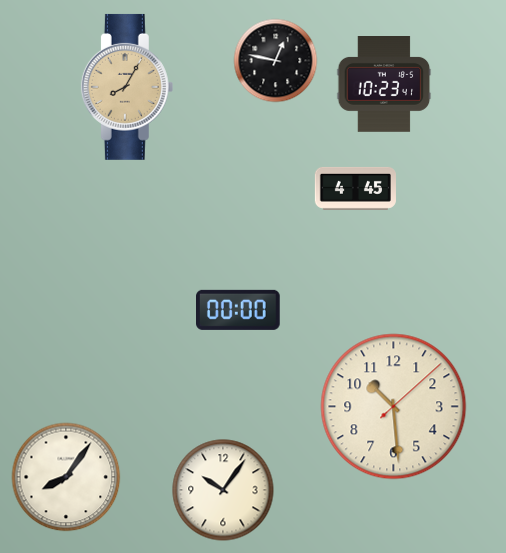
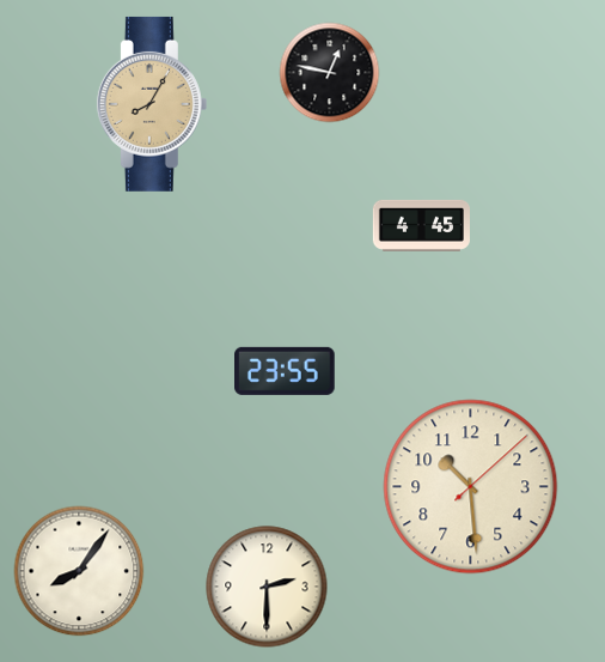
clock at (384, 85): 10:23 -> none
clock at (355, 188) position: (355, 188) -> (421, 225)
clock at (239, 310): 00:00 -> 23:55
clock at (223, 490): 10:06 -> 2:30
